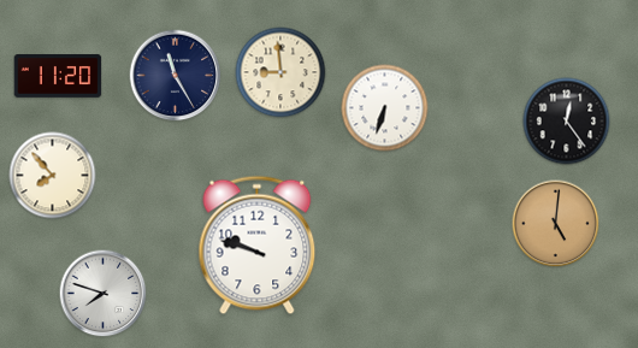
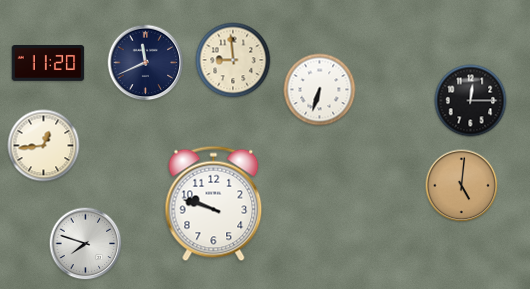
clock at (176, 76): 11:25 -> 11:41
clock at (567, 122): 12:24 -> 12:15
clock at (53, 176): 7:53 -> 12:44
